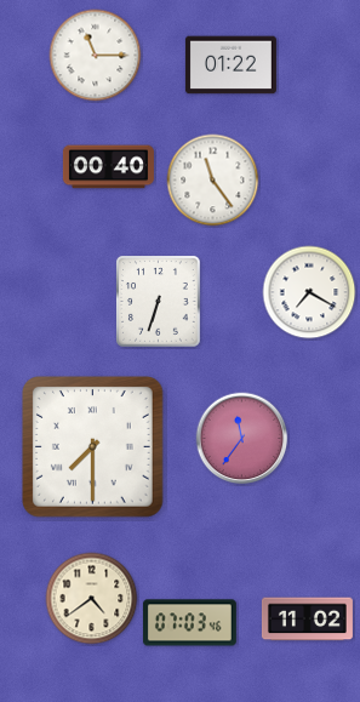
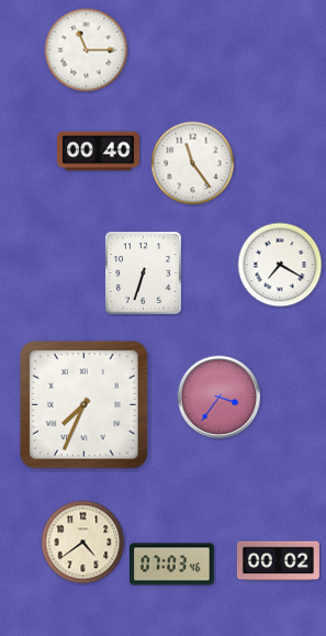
clock at (230, 65): 01:22 -> none
clock at (242, 439): 11:36 -> 3:36
clock at (93, 447): 7:30 -> 7:34
clock at (307, 620): 11:02 -> 00:02
